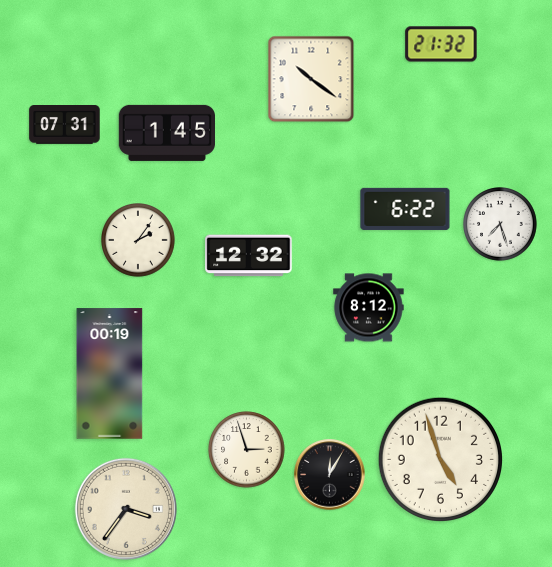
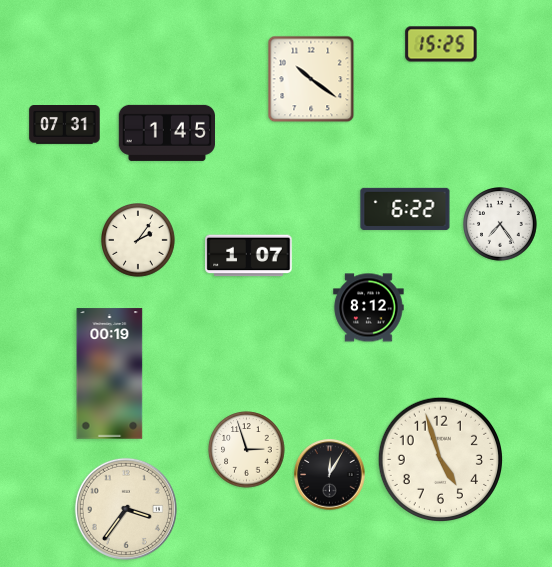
clock at (441, 44): 21:32 -> 15:25
clock at (501, 225): 7:27 -> 7:24
clock at (249, 256): 12:32 -> 1:07
